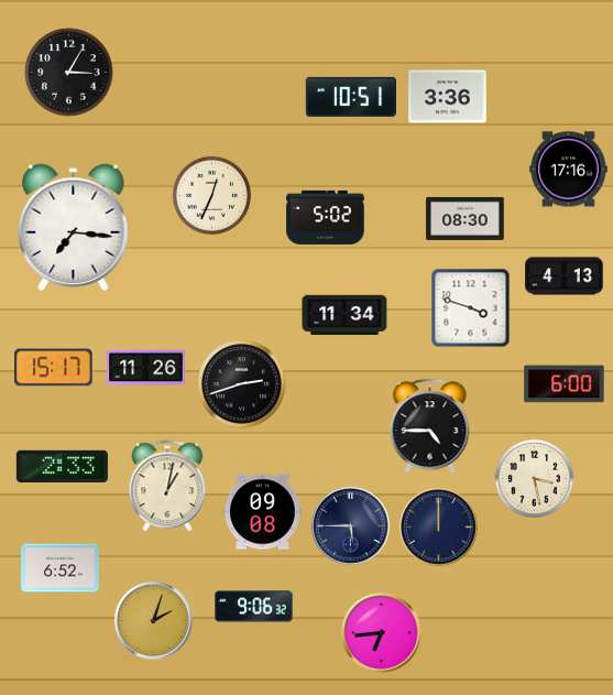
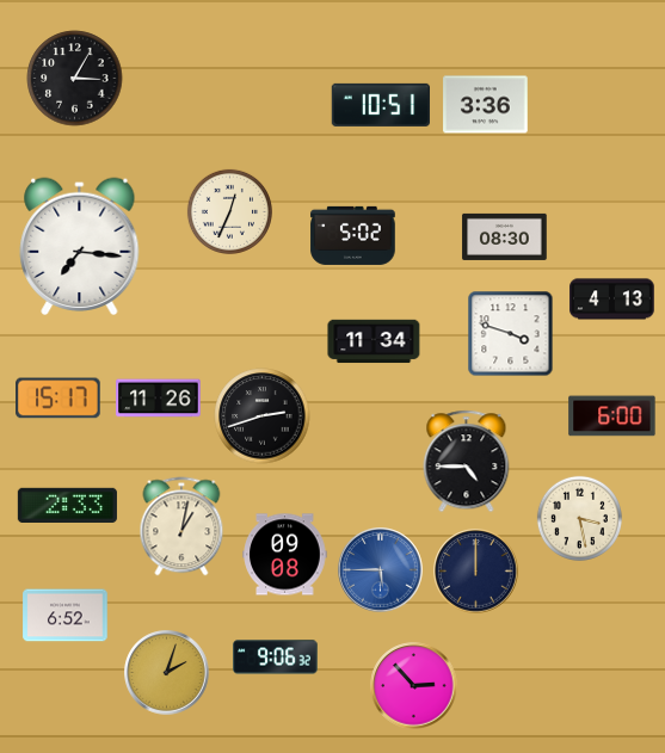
clock at (569, 170): 17:16 -> none
clock at (351, 526) dial: navy -> blue
clock at (382, 633): 6:44 -> 2:53
